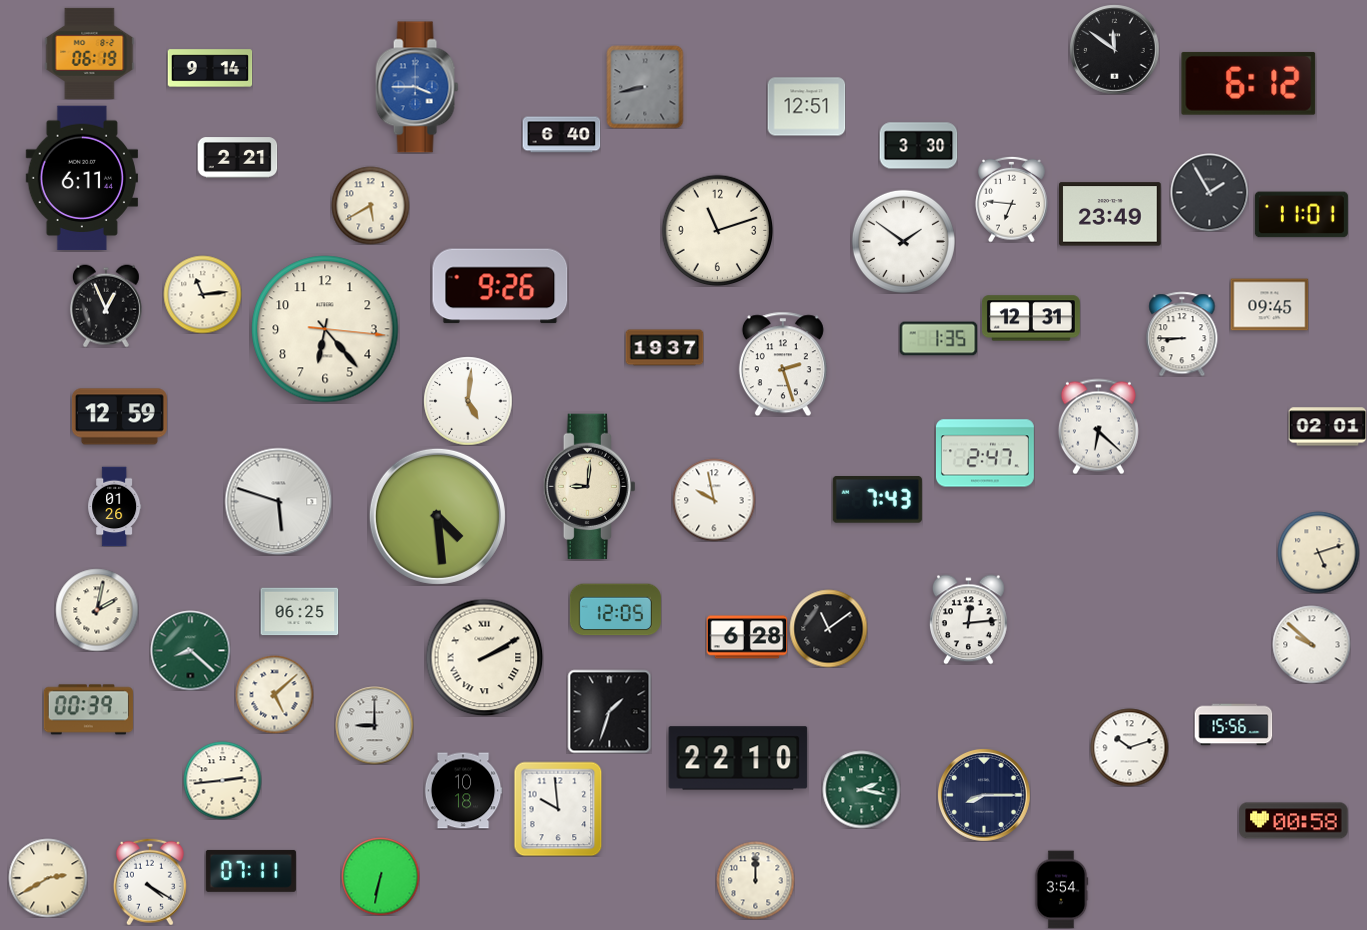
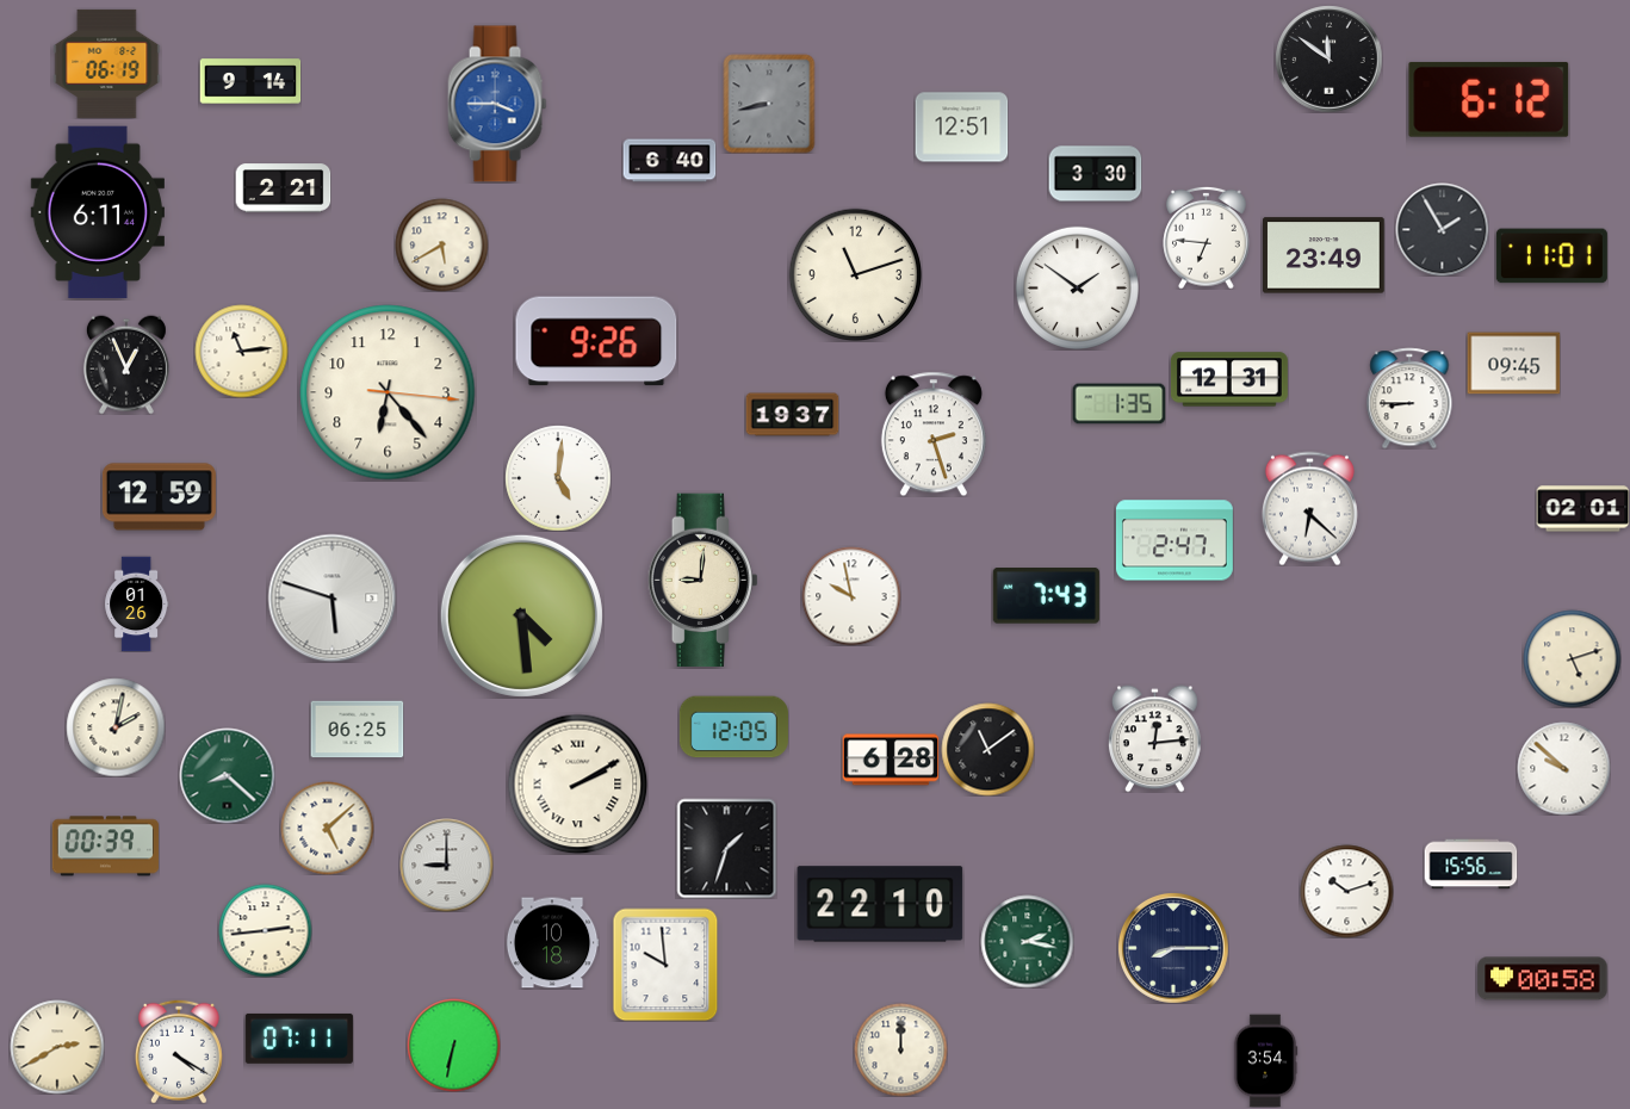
clock at (119, 417) position: (119, 417) -> (159, 497)
